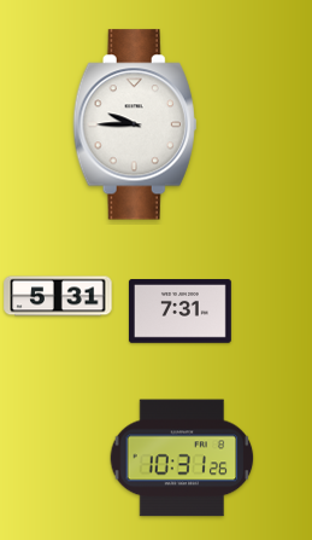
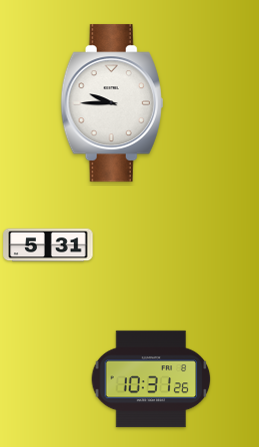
clock at (181, 312): 7:31 -> none
